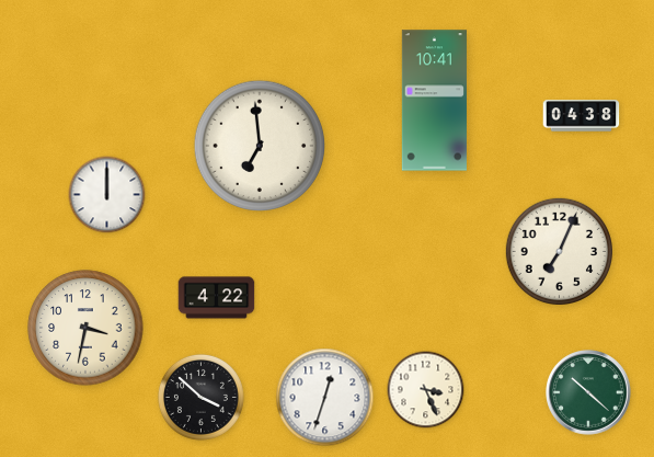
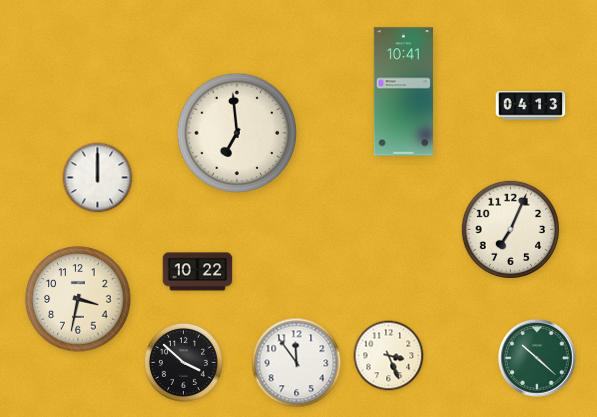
clock at (434, 101) position: (434, 101) -> (403, 92)
clock at (582, 116): 04:38 -> 04:13
clock at (217, 298): 4:22 -> 10:22
clock at (325, 398): 12:33 -> 11:54
